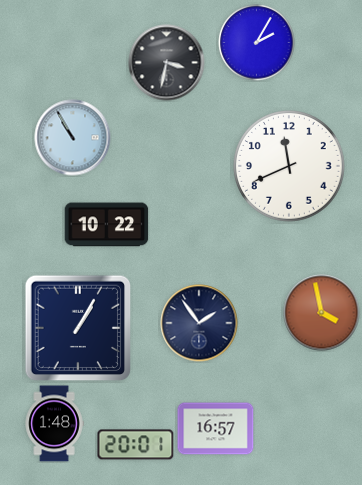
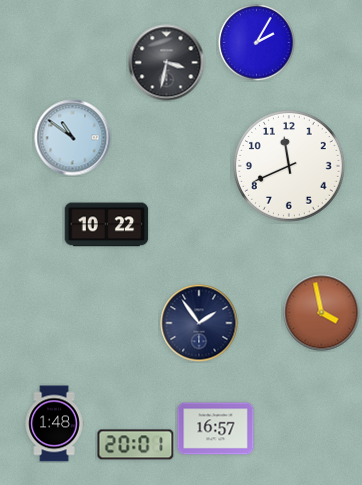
clock at (73, 138): 10:55 -> 10:51
clock at (78, 328): 1:05 -> none
